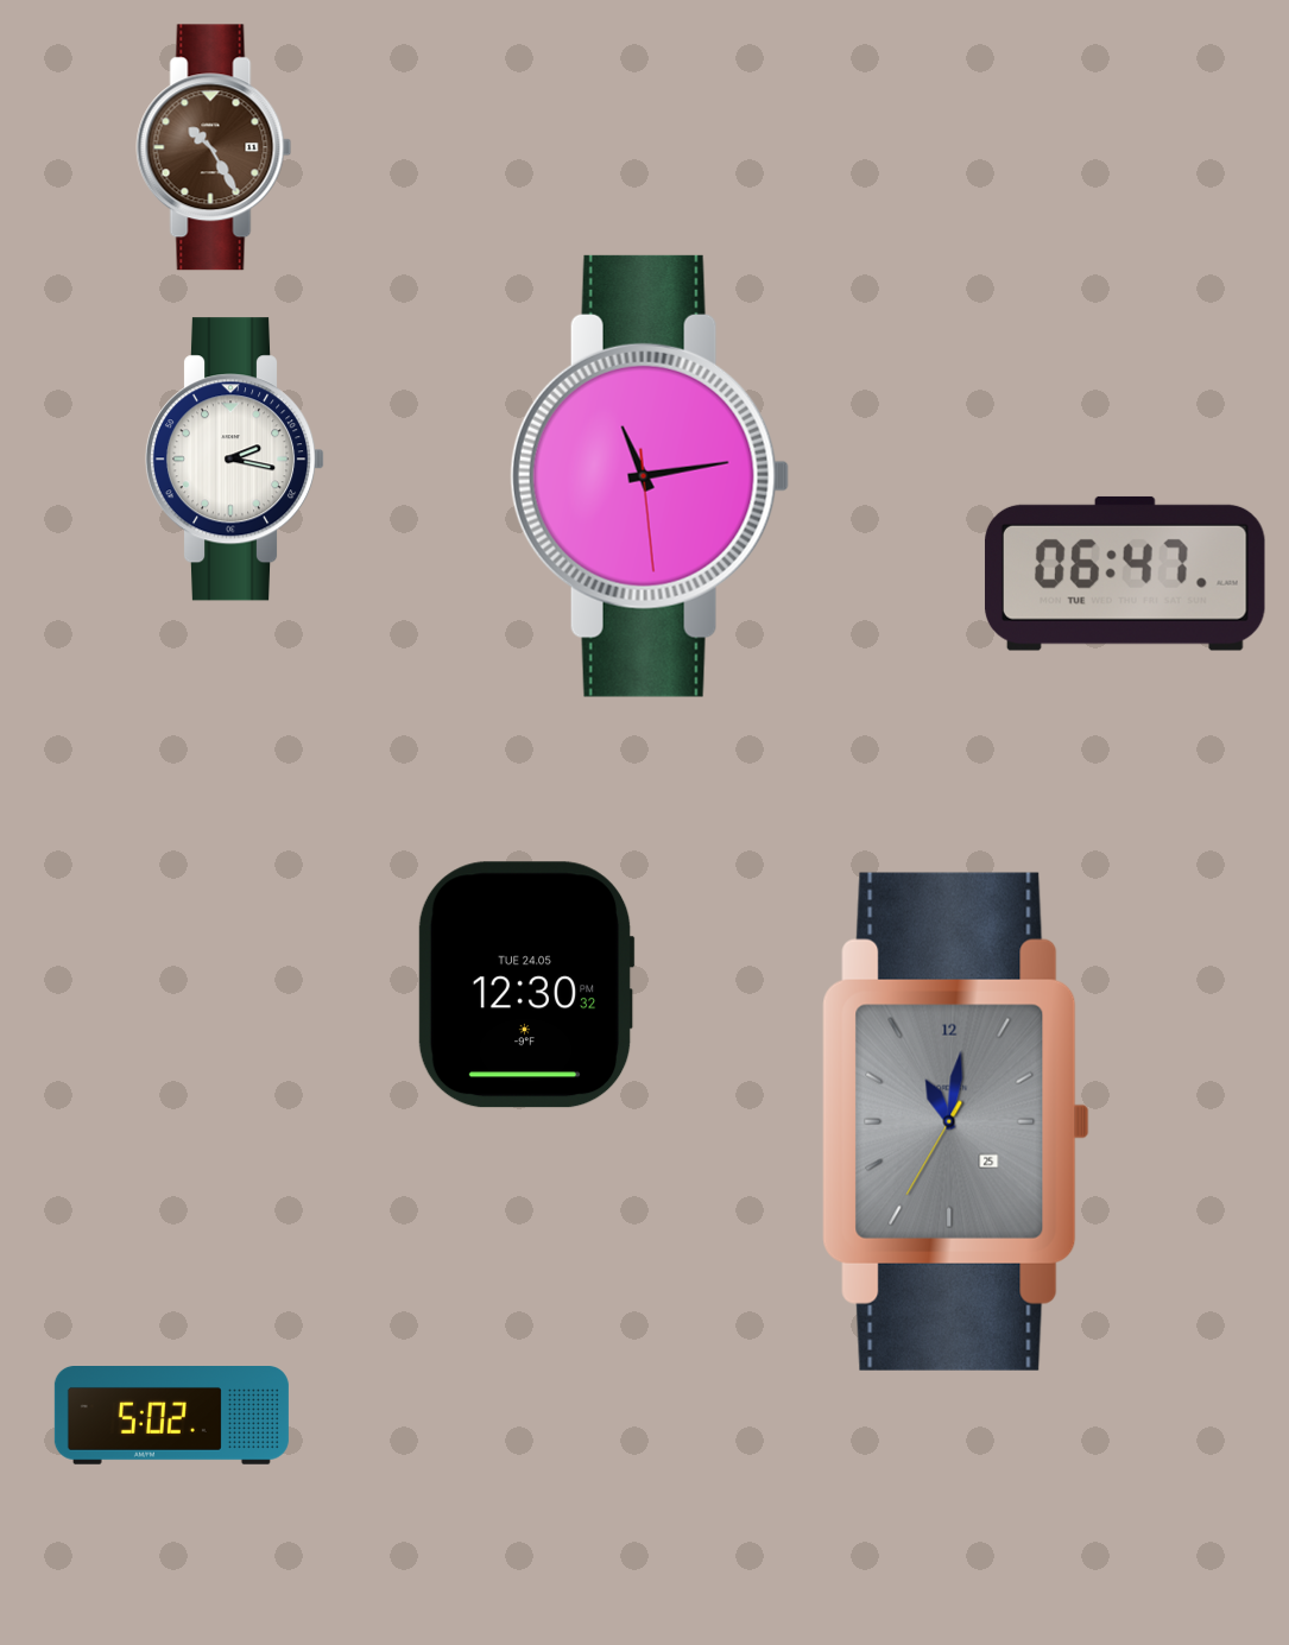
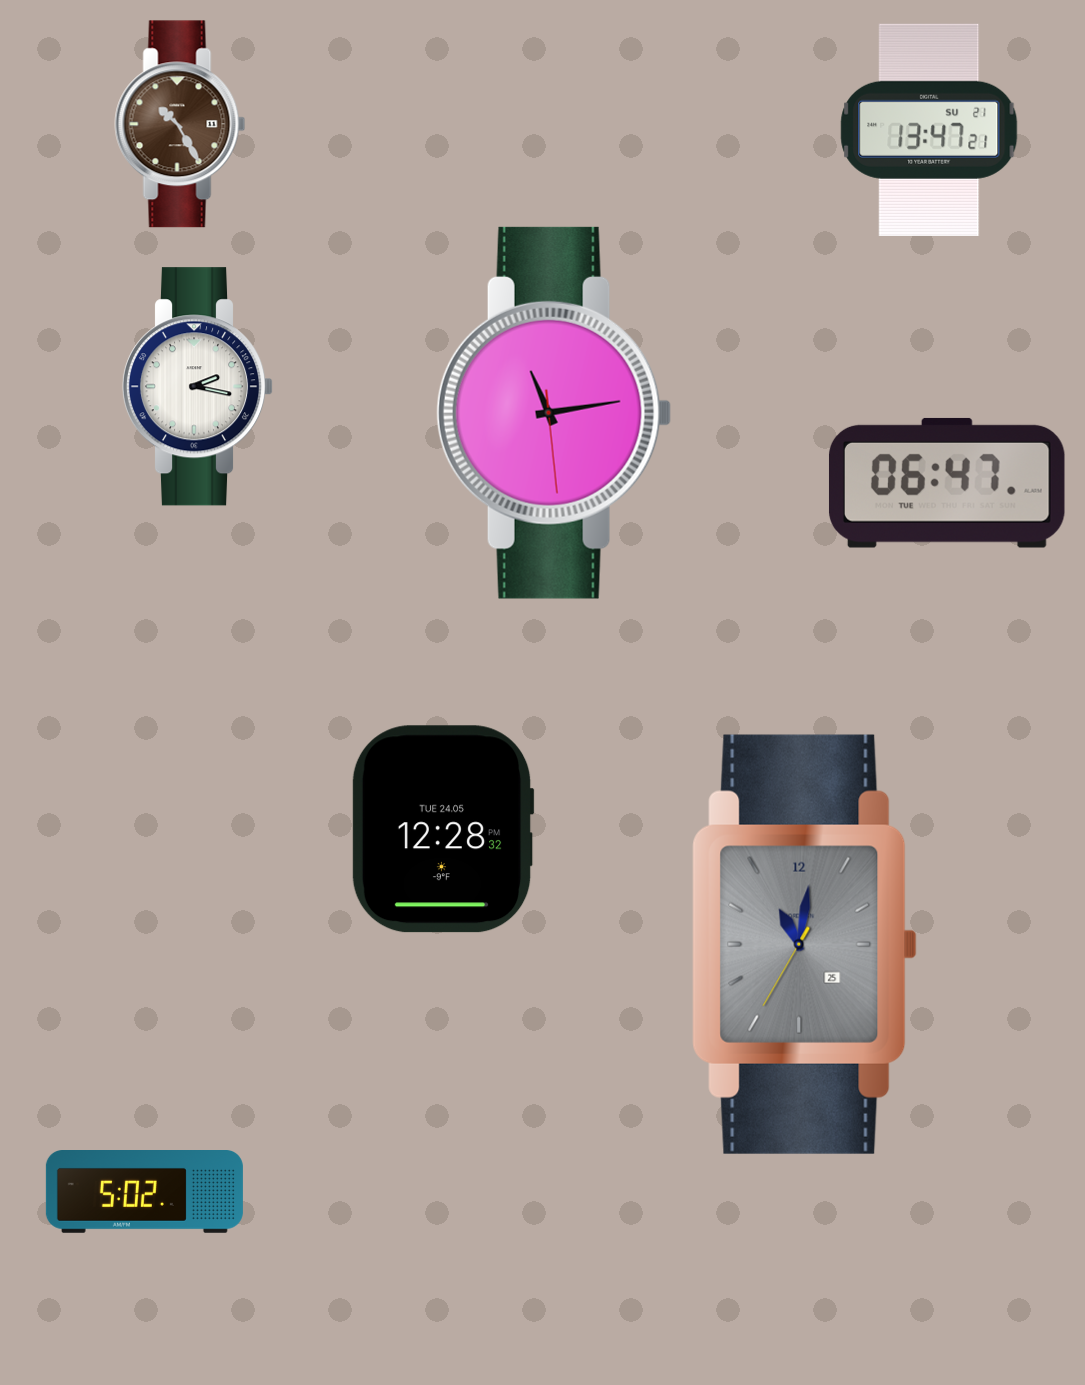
clock at (929, 130): none -> 13:47
clock at (650, 476) position: (650, 476) -> (554, 413)
clock at (526, 985): 12:30 -> 12:28
